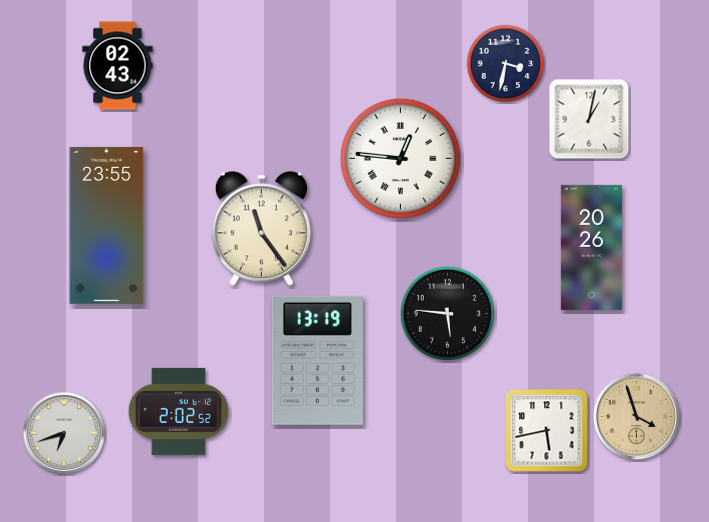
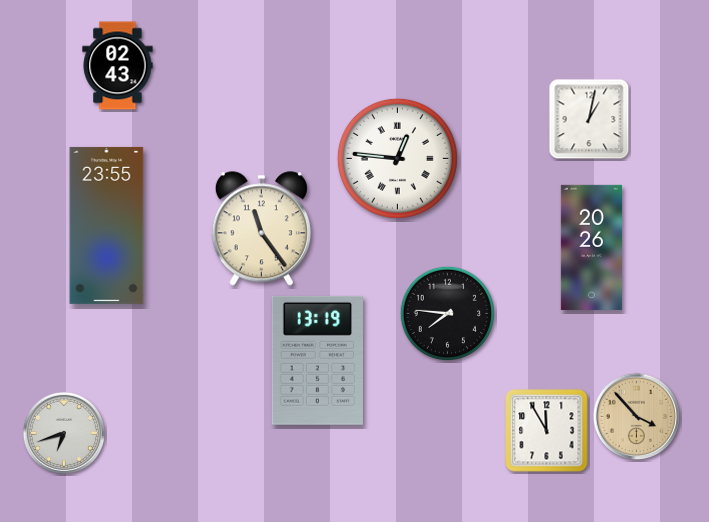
clock at (506, 64): 3:32 -> none
clock at (400, 158) position: (400, 158) -> (397, 158)
clock at (447, 313): 5:46 -> 7:46
clock at (178, 411): 2:02 -> none
clock at (636, 416): 3:57 -> 3:53
clock at (547, 431): 5:43 -> 11:55
